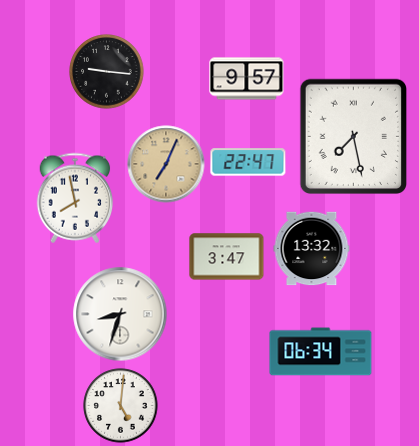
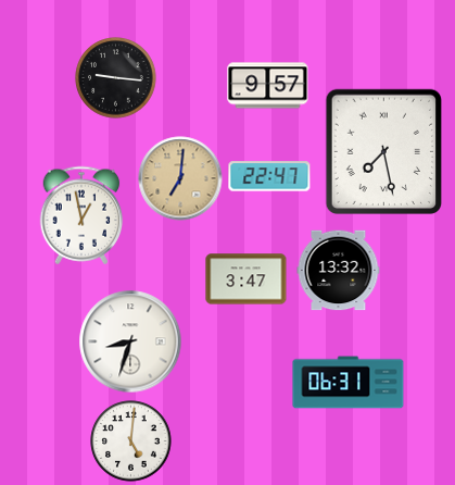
clock at (353, 136) position: (353, 136) -> (383, 151)
clock at (166, 164): 7:04 -> 7:01
clock at (75, 198): 7:58 -> 12:58
clock at (321, 352): 06:34 -> 06:31
